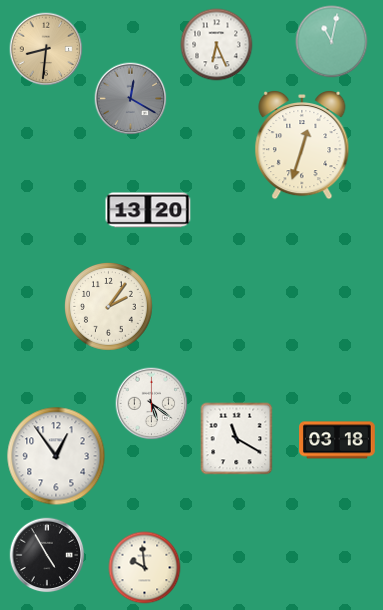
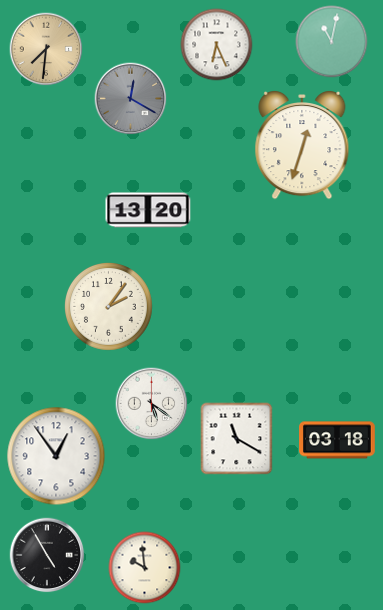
clock at (46, 49): 8:31 -> 7:31
